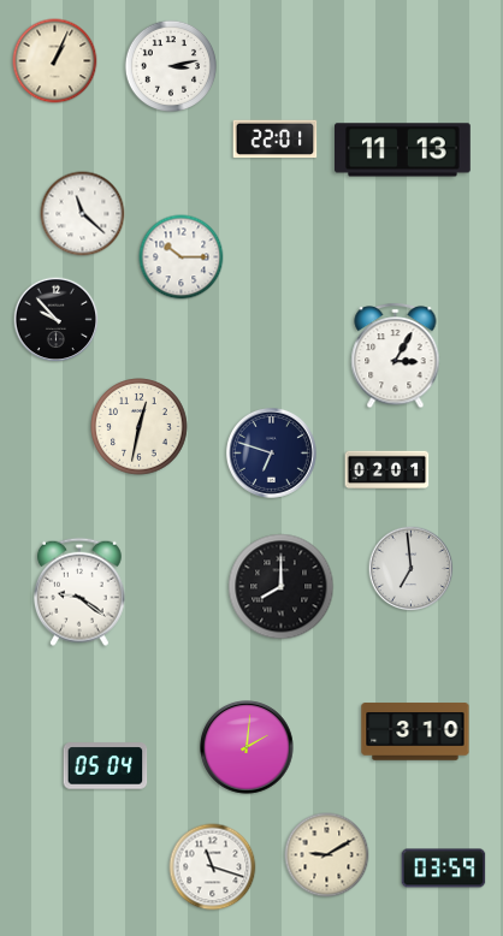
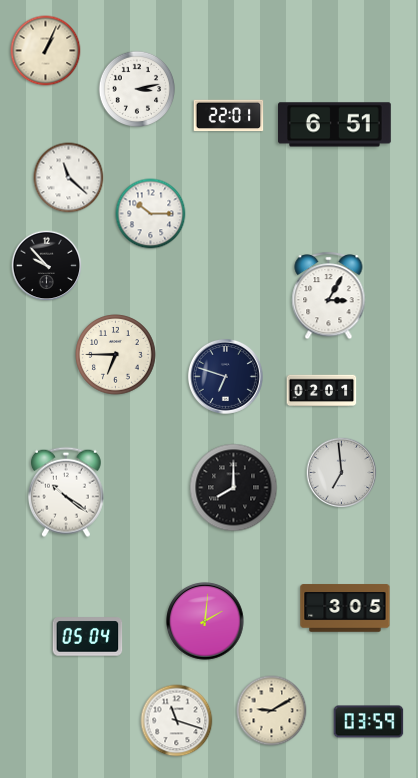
clock at (170, 65) position: (170, 65) -> (136, 88)
clock at (403, 150): 11:13 -> 6:51
clock at (140, 427): 12:32 -> 6:45
clock at (79, 592): 9:21 -> 10:21
clock at (415, 731): 3:10 -> 3:05
